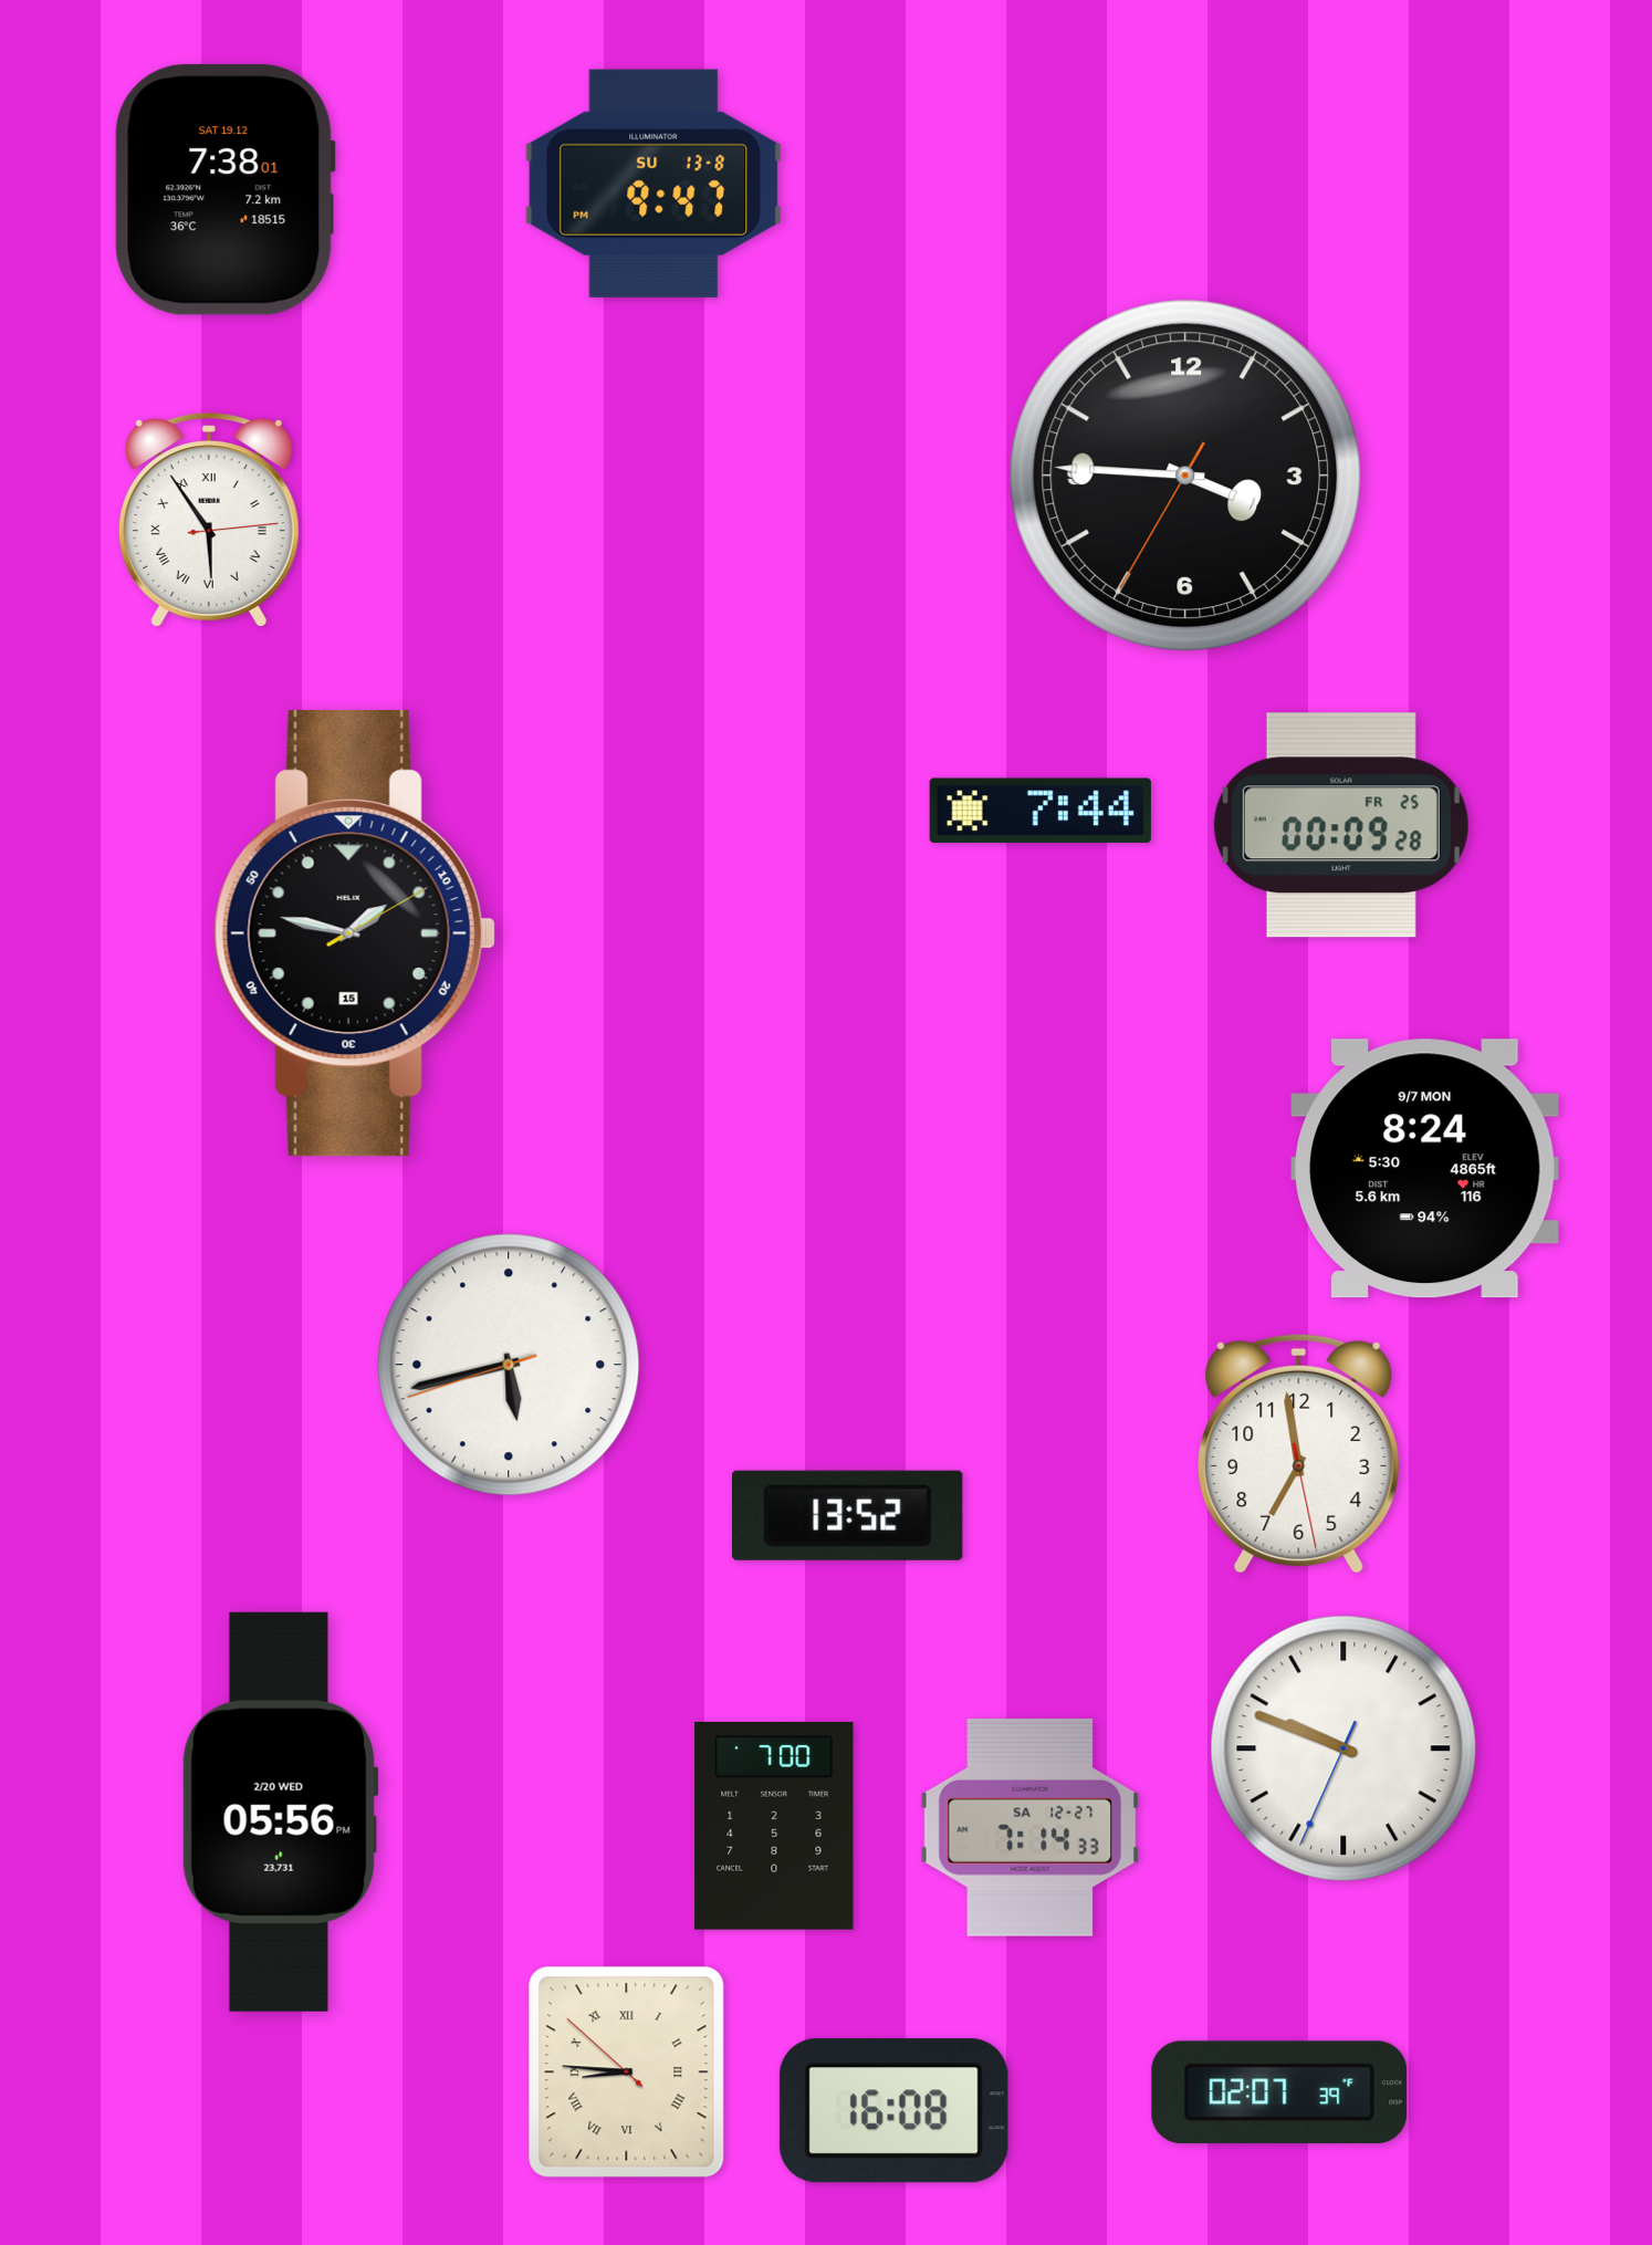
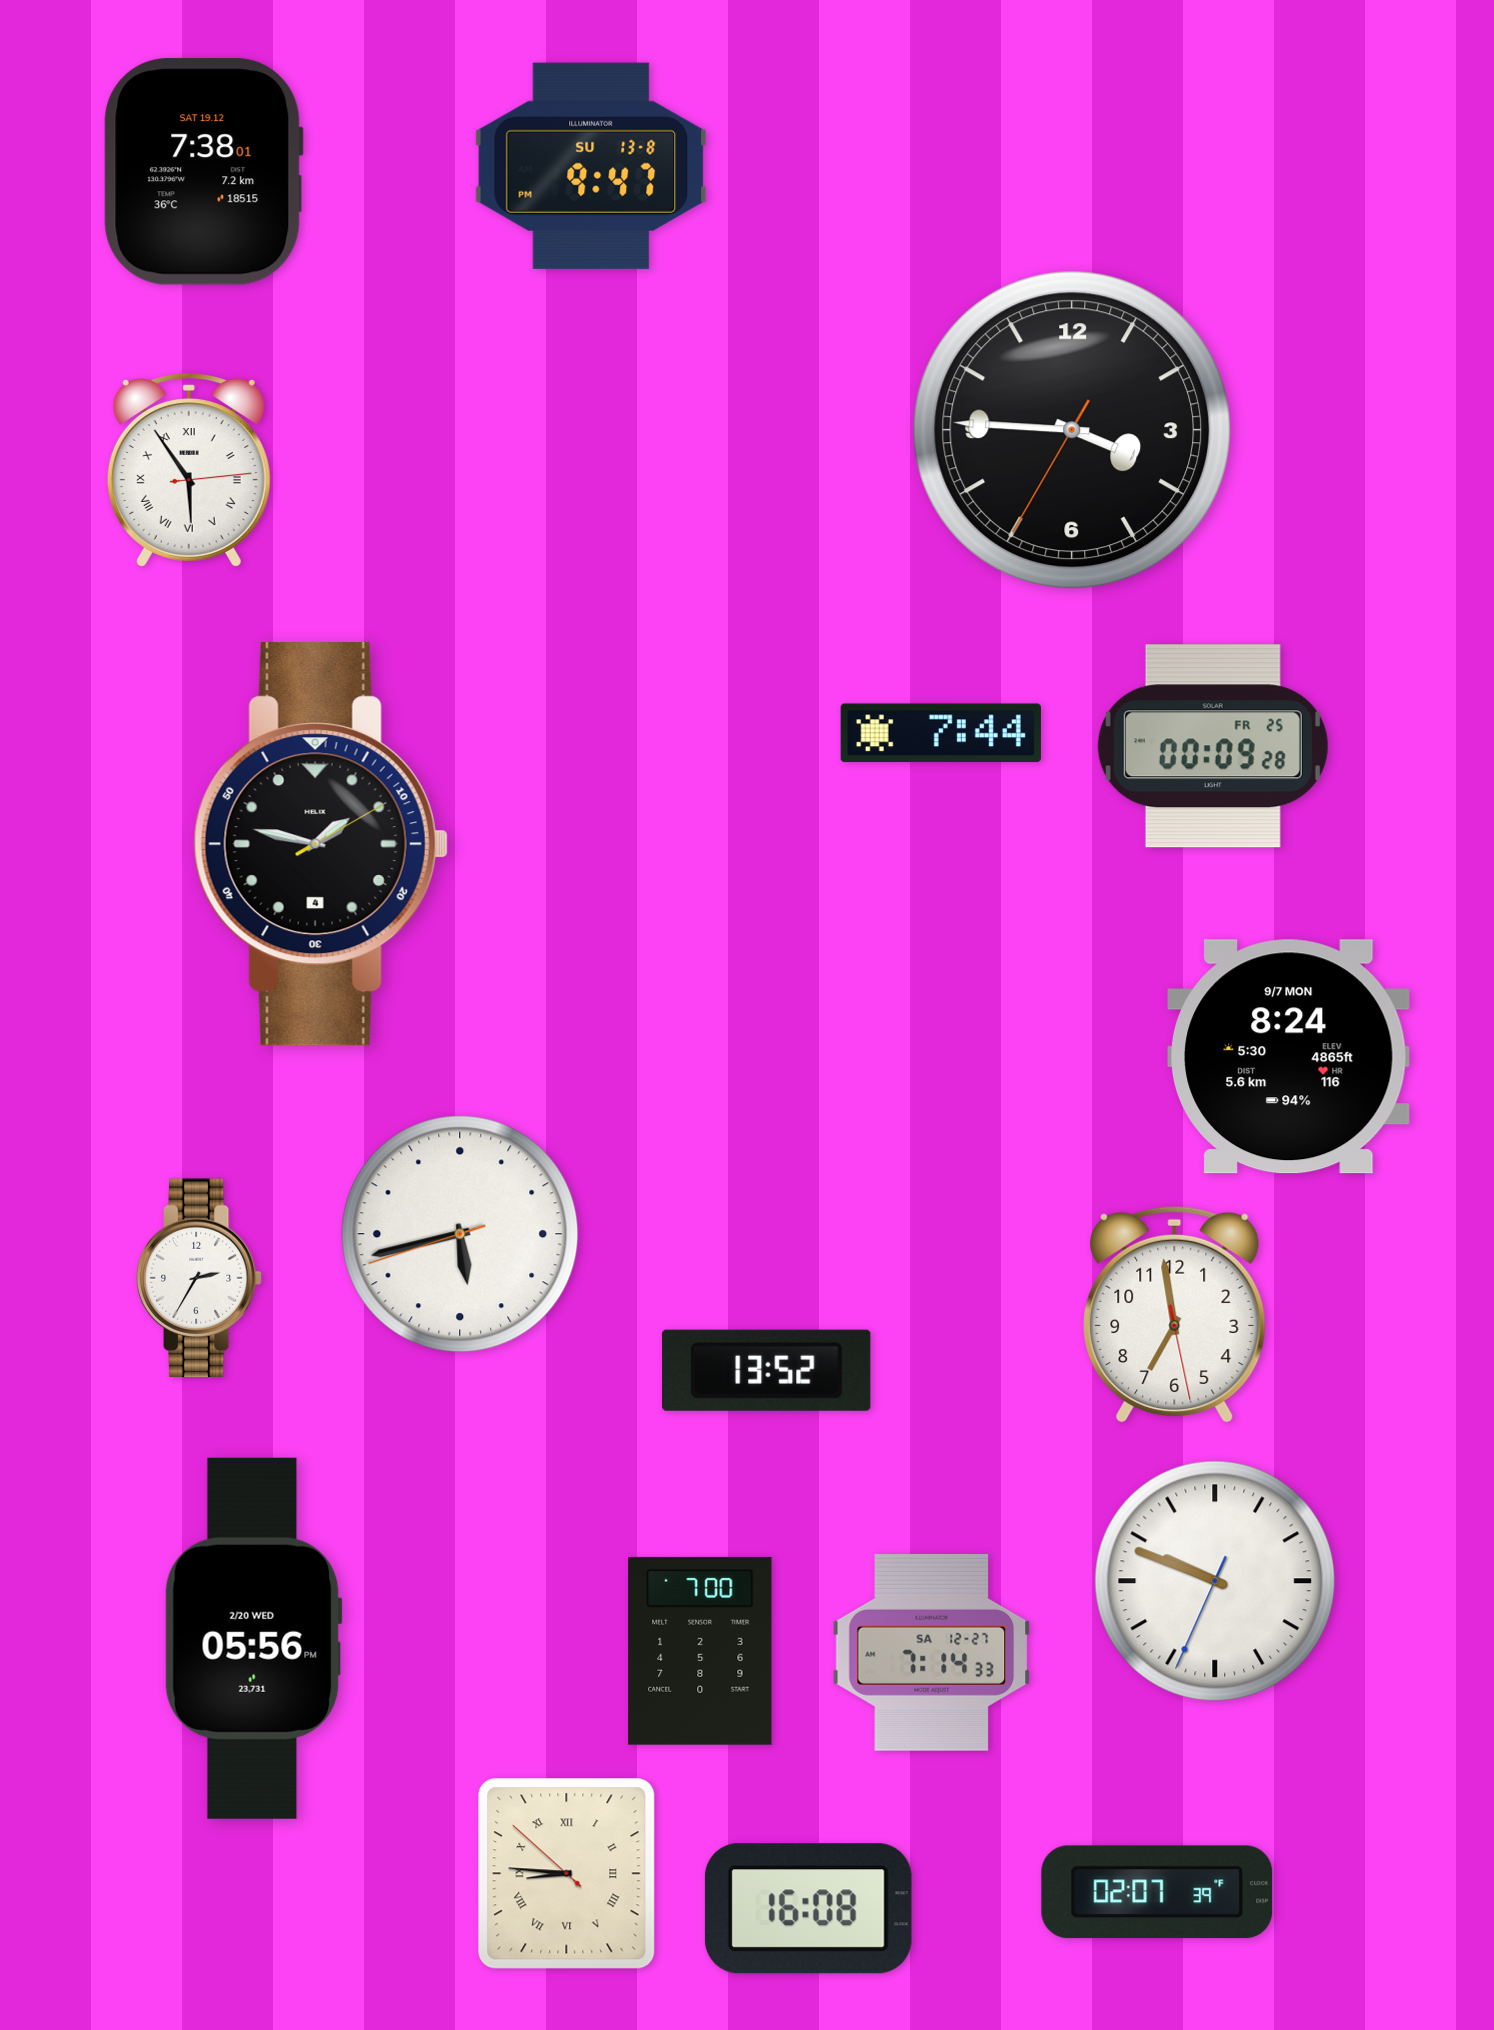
clock at (355, 934) date: 15 -> 4
clock at (199, 1278): none -> 2:35
